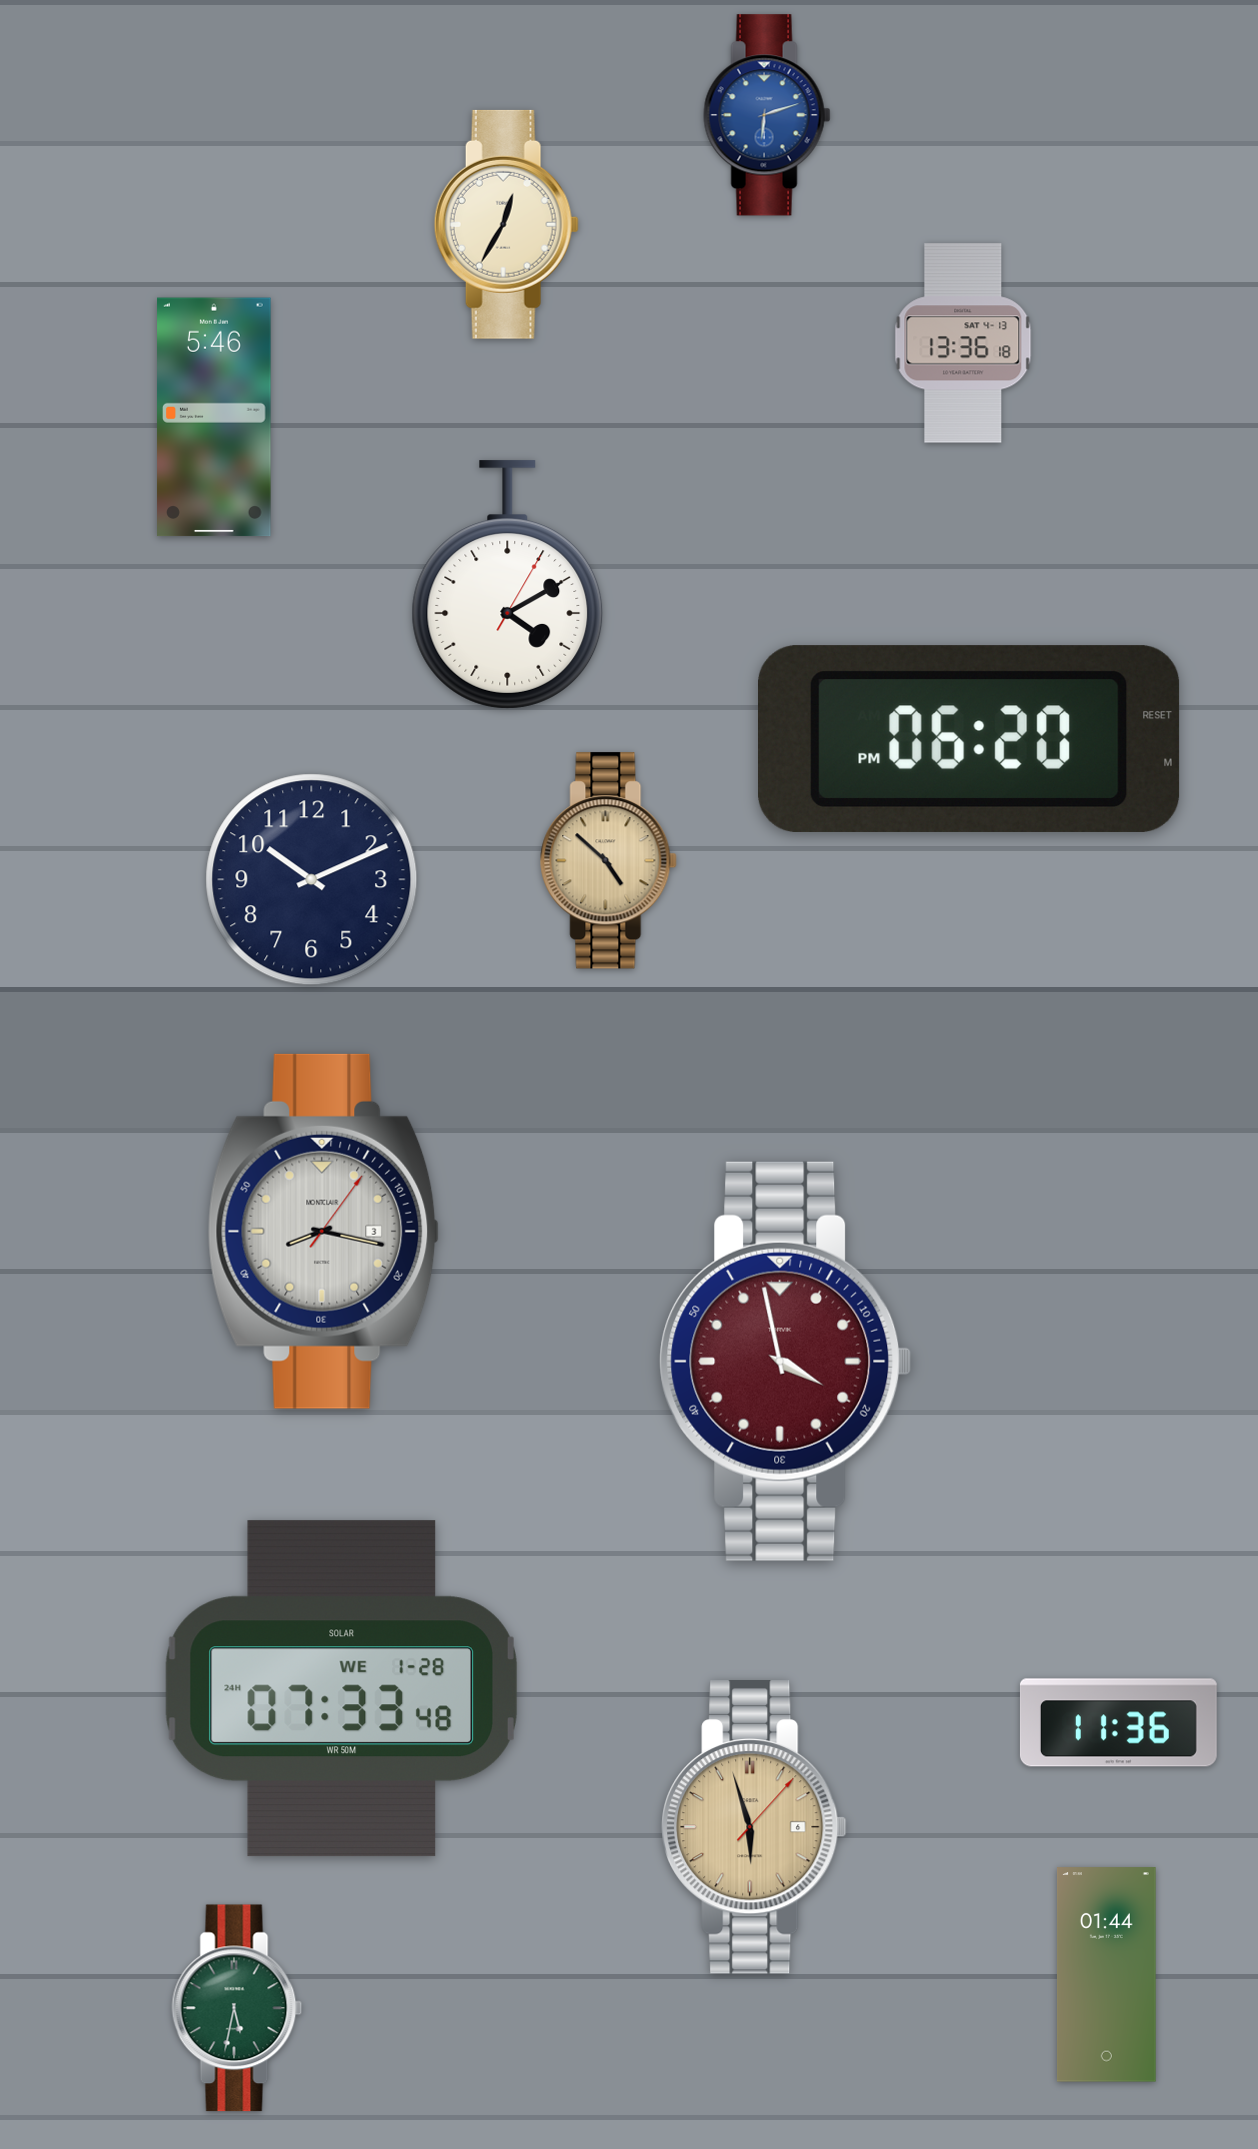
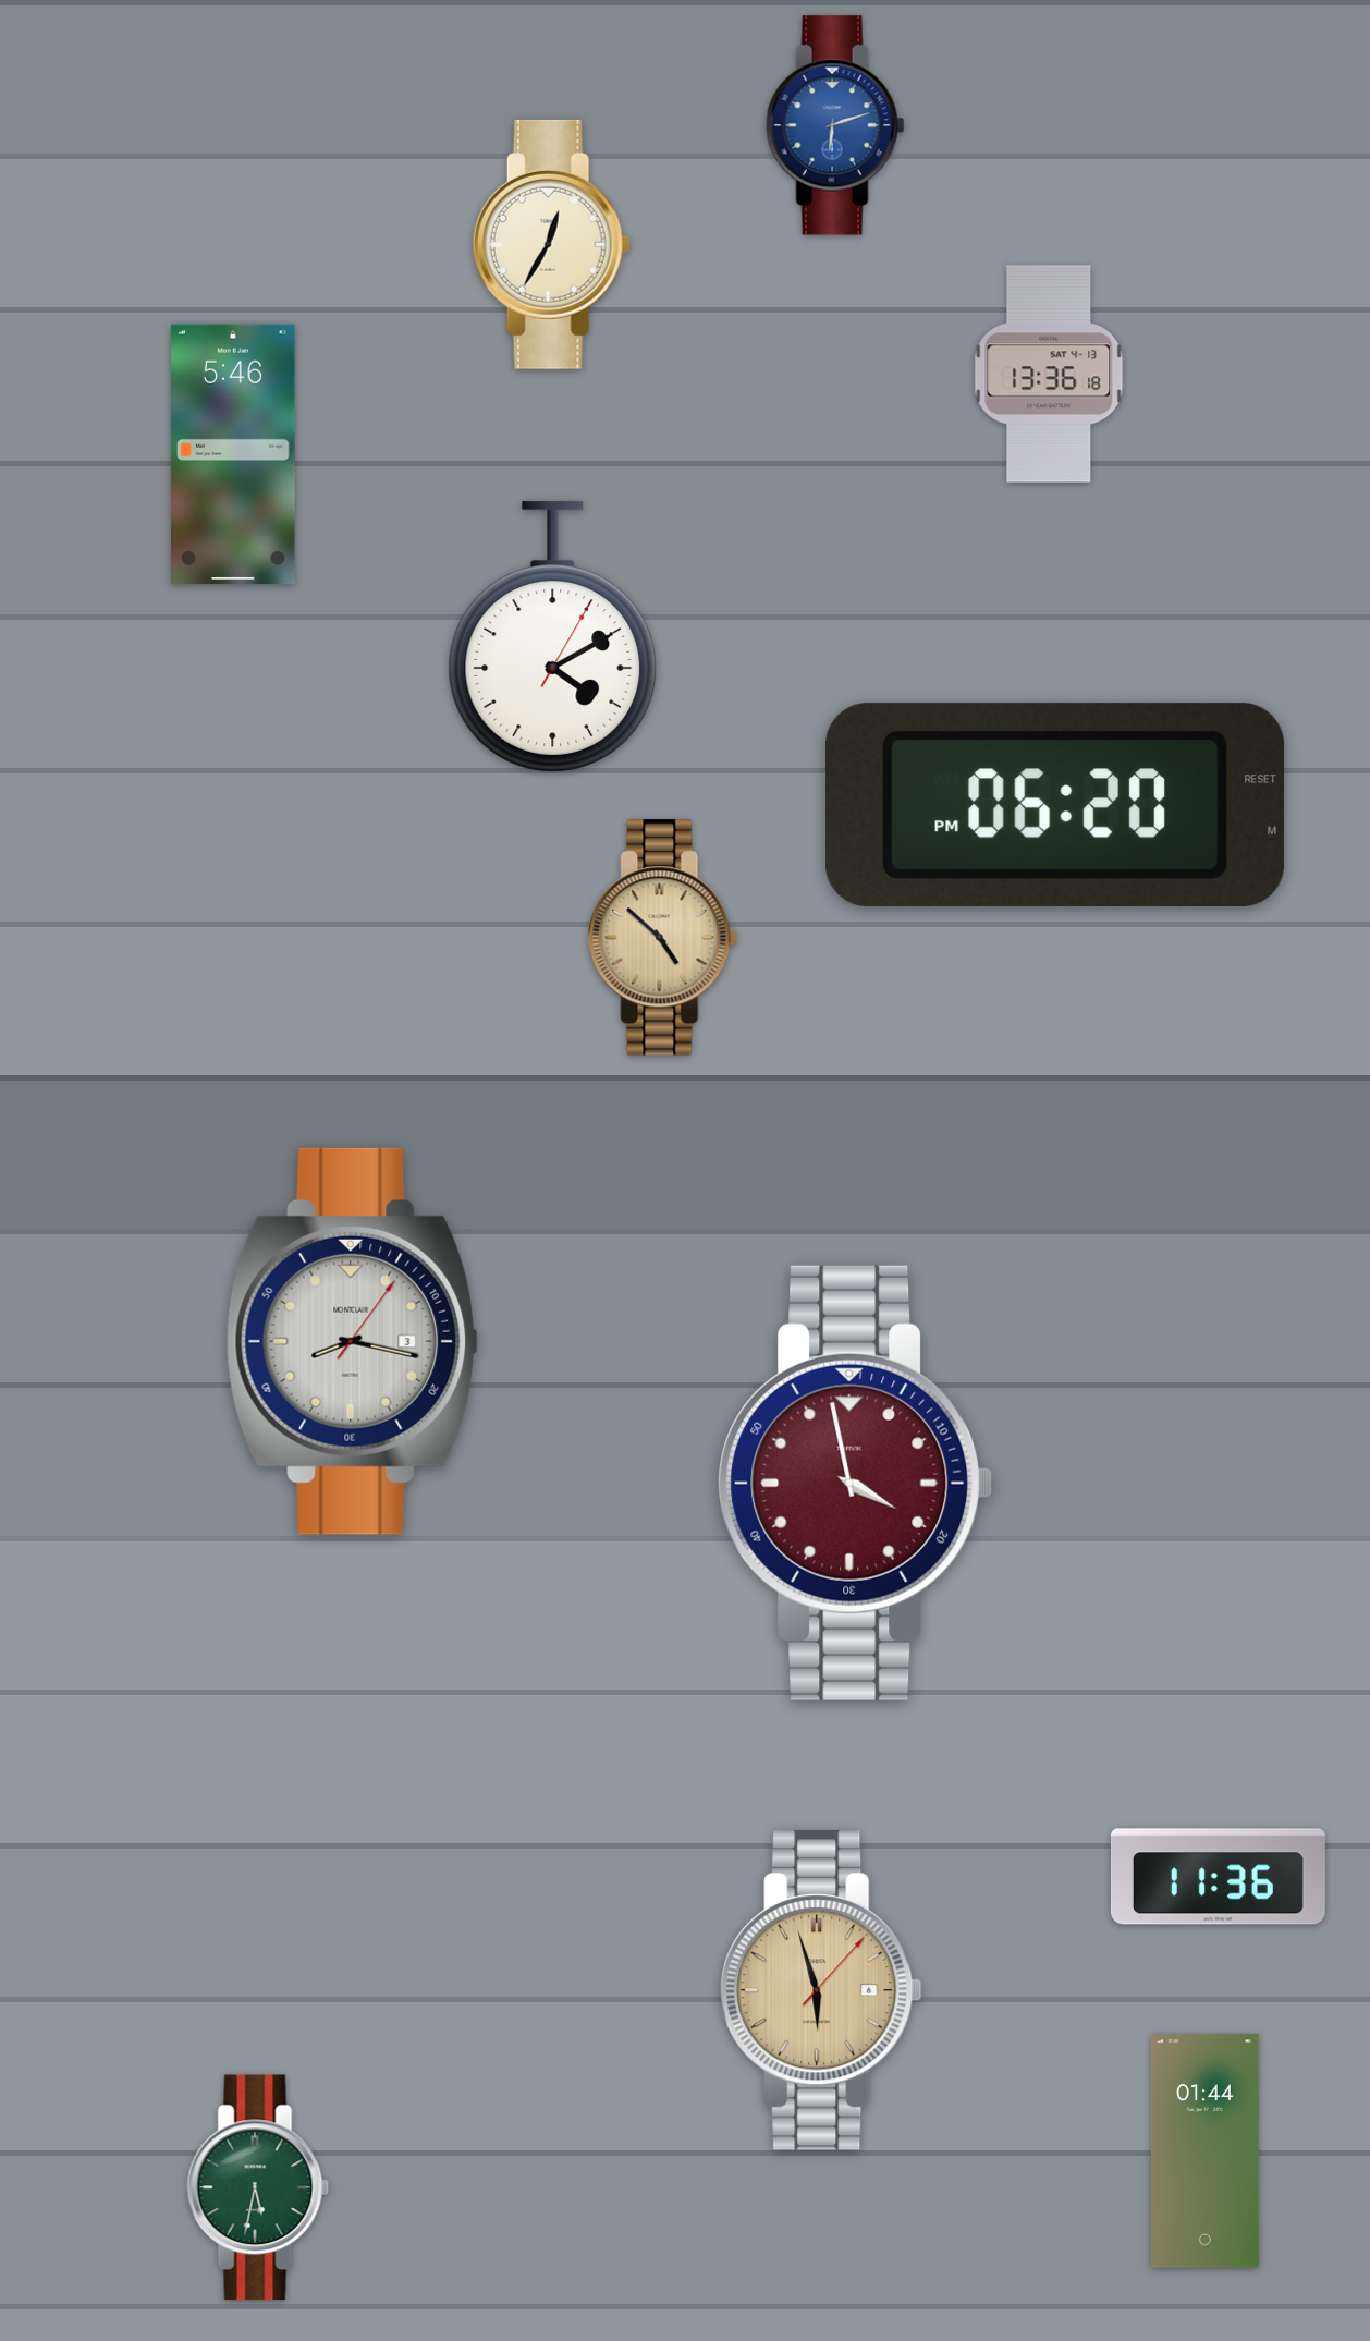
clock at (312, 880): 10:11 -> none
clock at (341, 1689): 07:33 -> none
